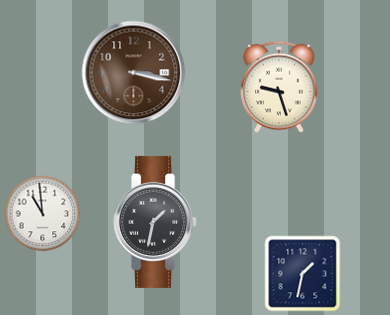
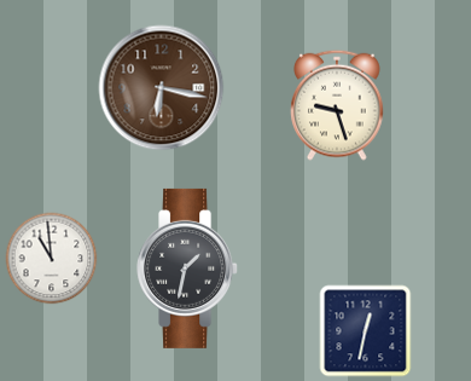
clock at (134, 73): 3:17 -> 6:17
clock at (303, 274): 1:32 -> 12:32
